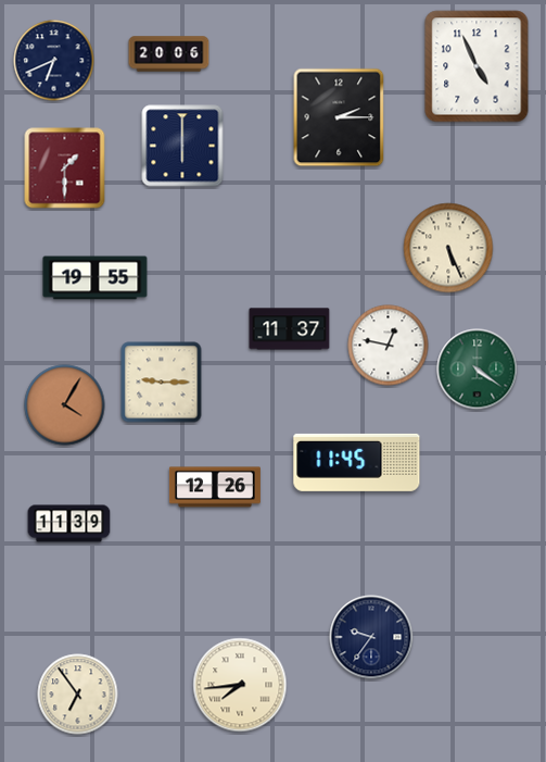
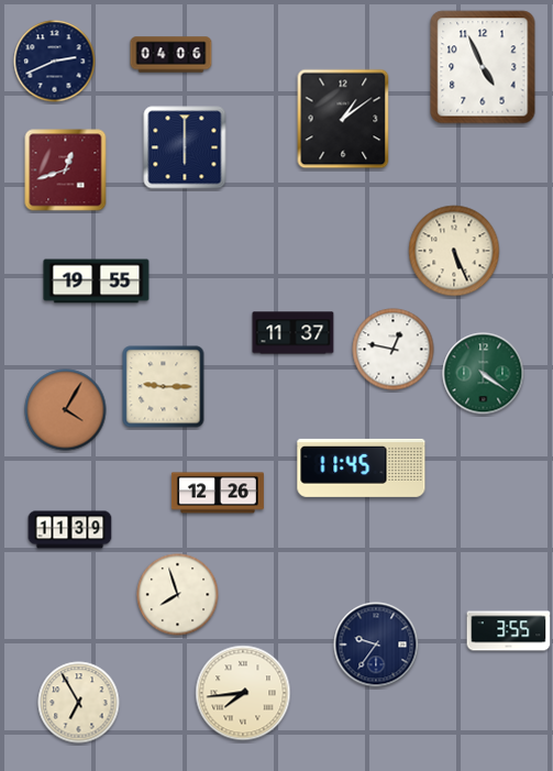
clock at (169, 54): 20:06 -> 04:06
clock at (54, 61): 6:41 -> 2:41
clock at (339, 117): 2:15 -> 1:09
clock at (65, 168): 1:30 -> 12:42
clock at (178, 595): none -> 7:57
clock at (509, 631): none -> 3:55
clock at (78, 695): 6:54 -> 6:55
